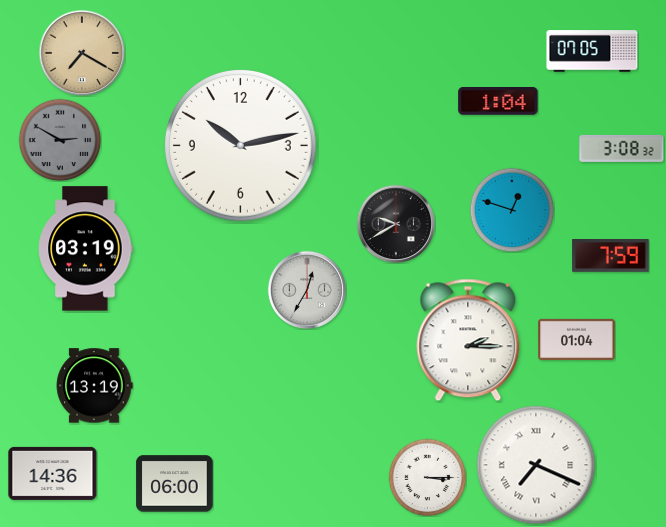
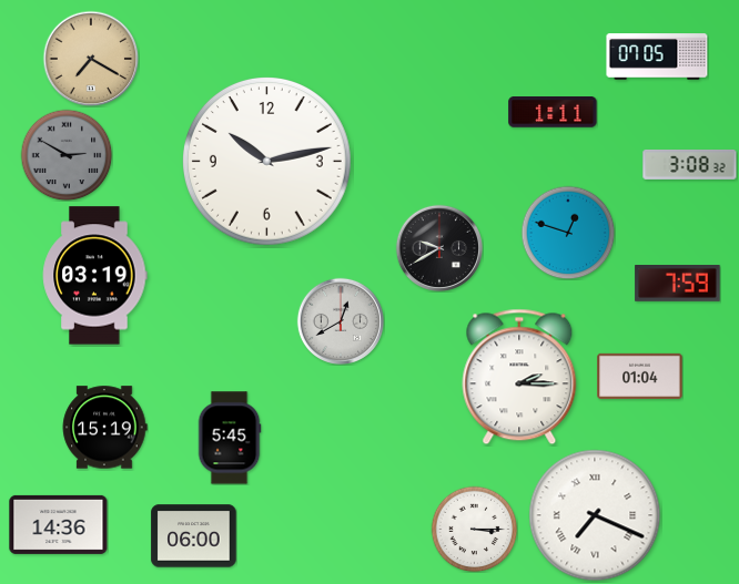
clock at (498, 102): 1:04 -> 1:11
clock at (307, 290): 12:35 -> 12:40
clock at (94, 386): 13:19 -> 15:19
clock at (230, 438): none -> 5:45
